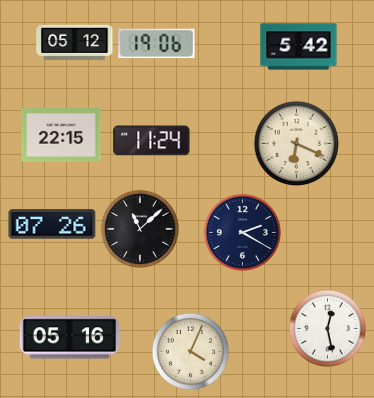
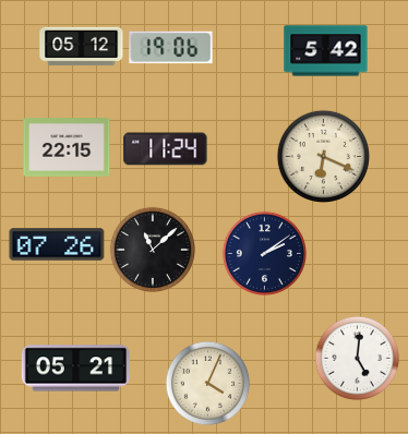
clock at (152, 141) position: (152, 141) -> (166, 149)
clock at (242, 232): 2:20 -> 2:09
clock at (327, 328): 12:28 -> 5:01
clock at (70, 338): 05:16 -> 05:21
